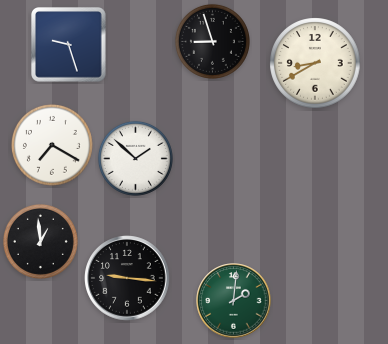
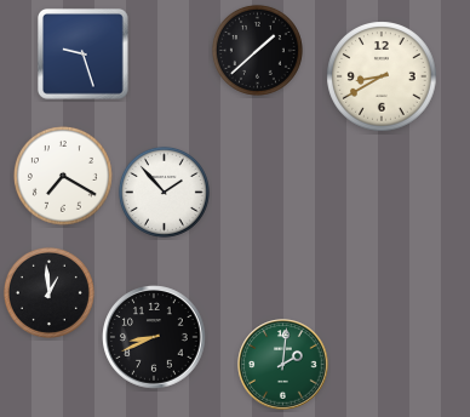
clock at (212, 41): 8:57 -> 1:38
clock at (135, 158): 1:52 -> 1:53
clock at (127, 278): 9:16 -> 8:41
